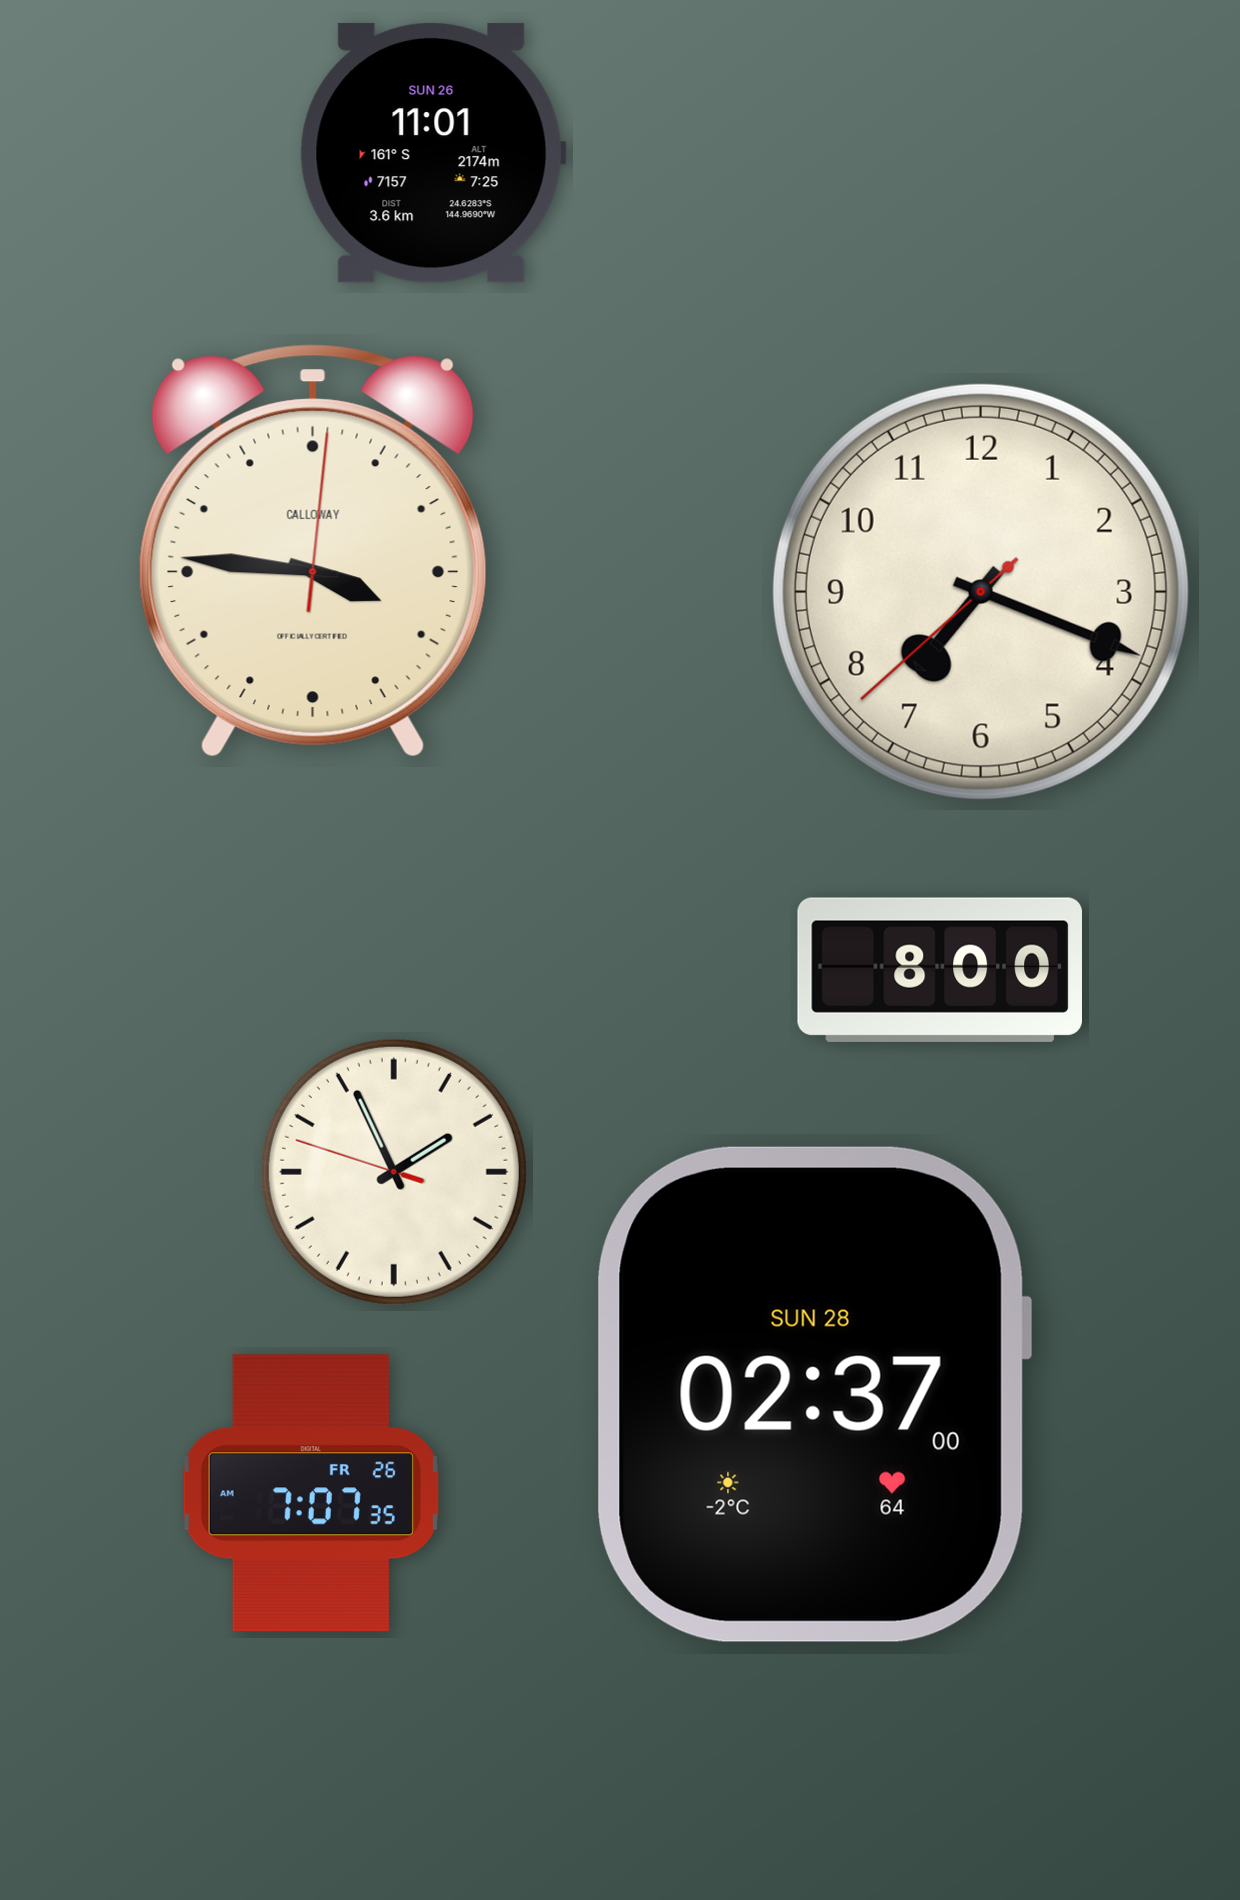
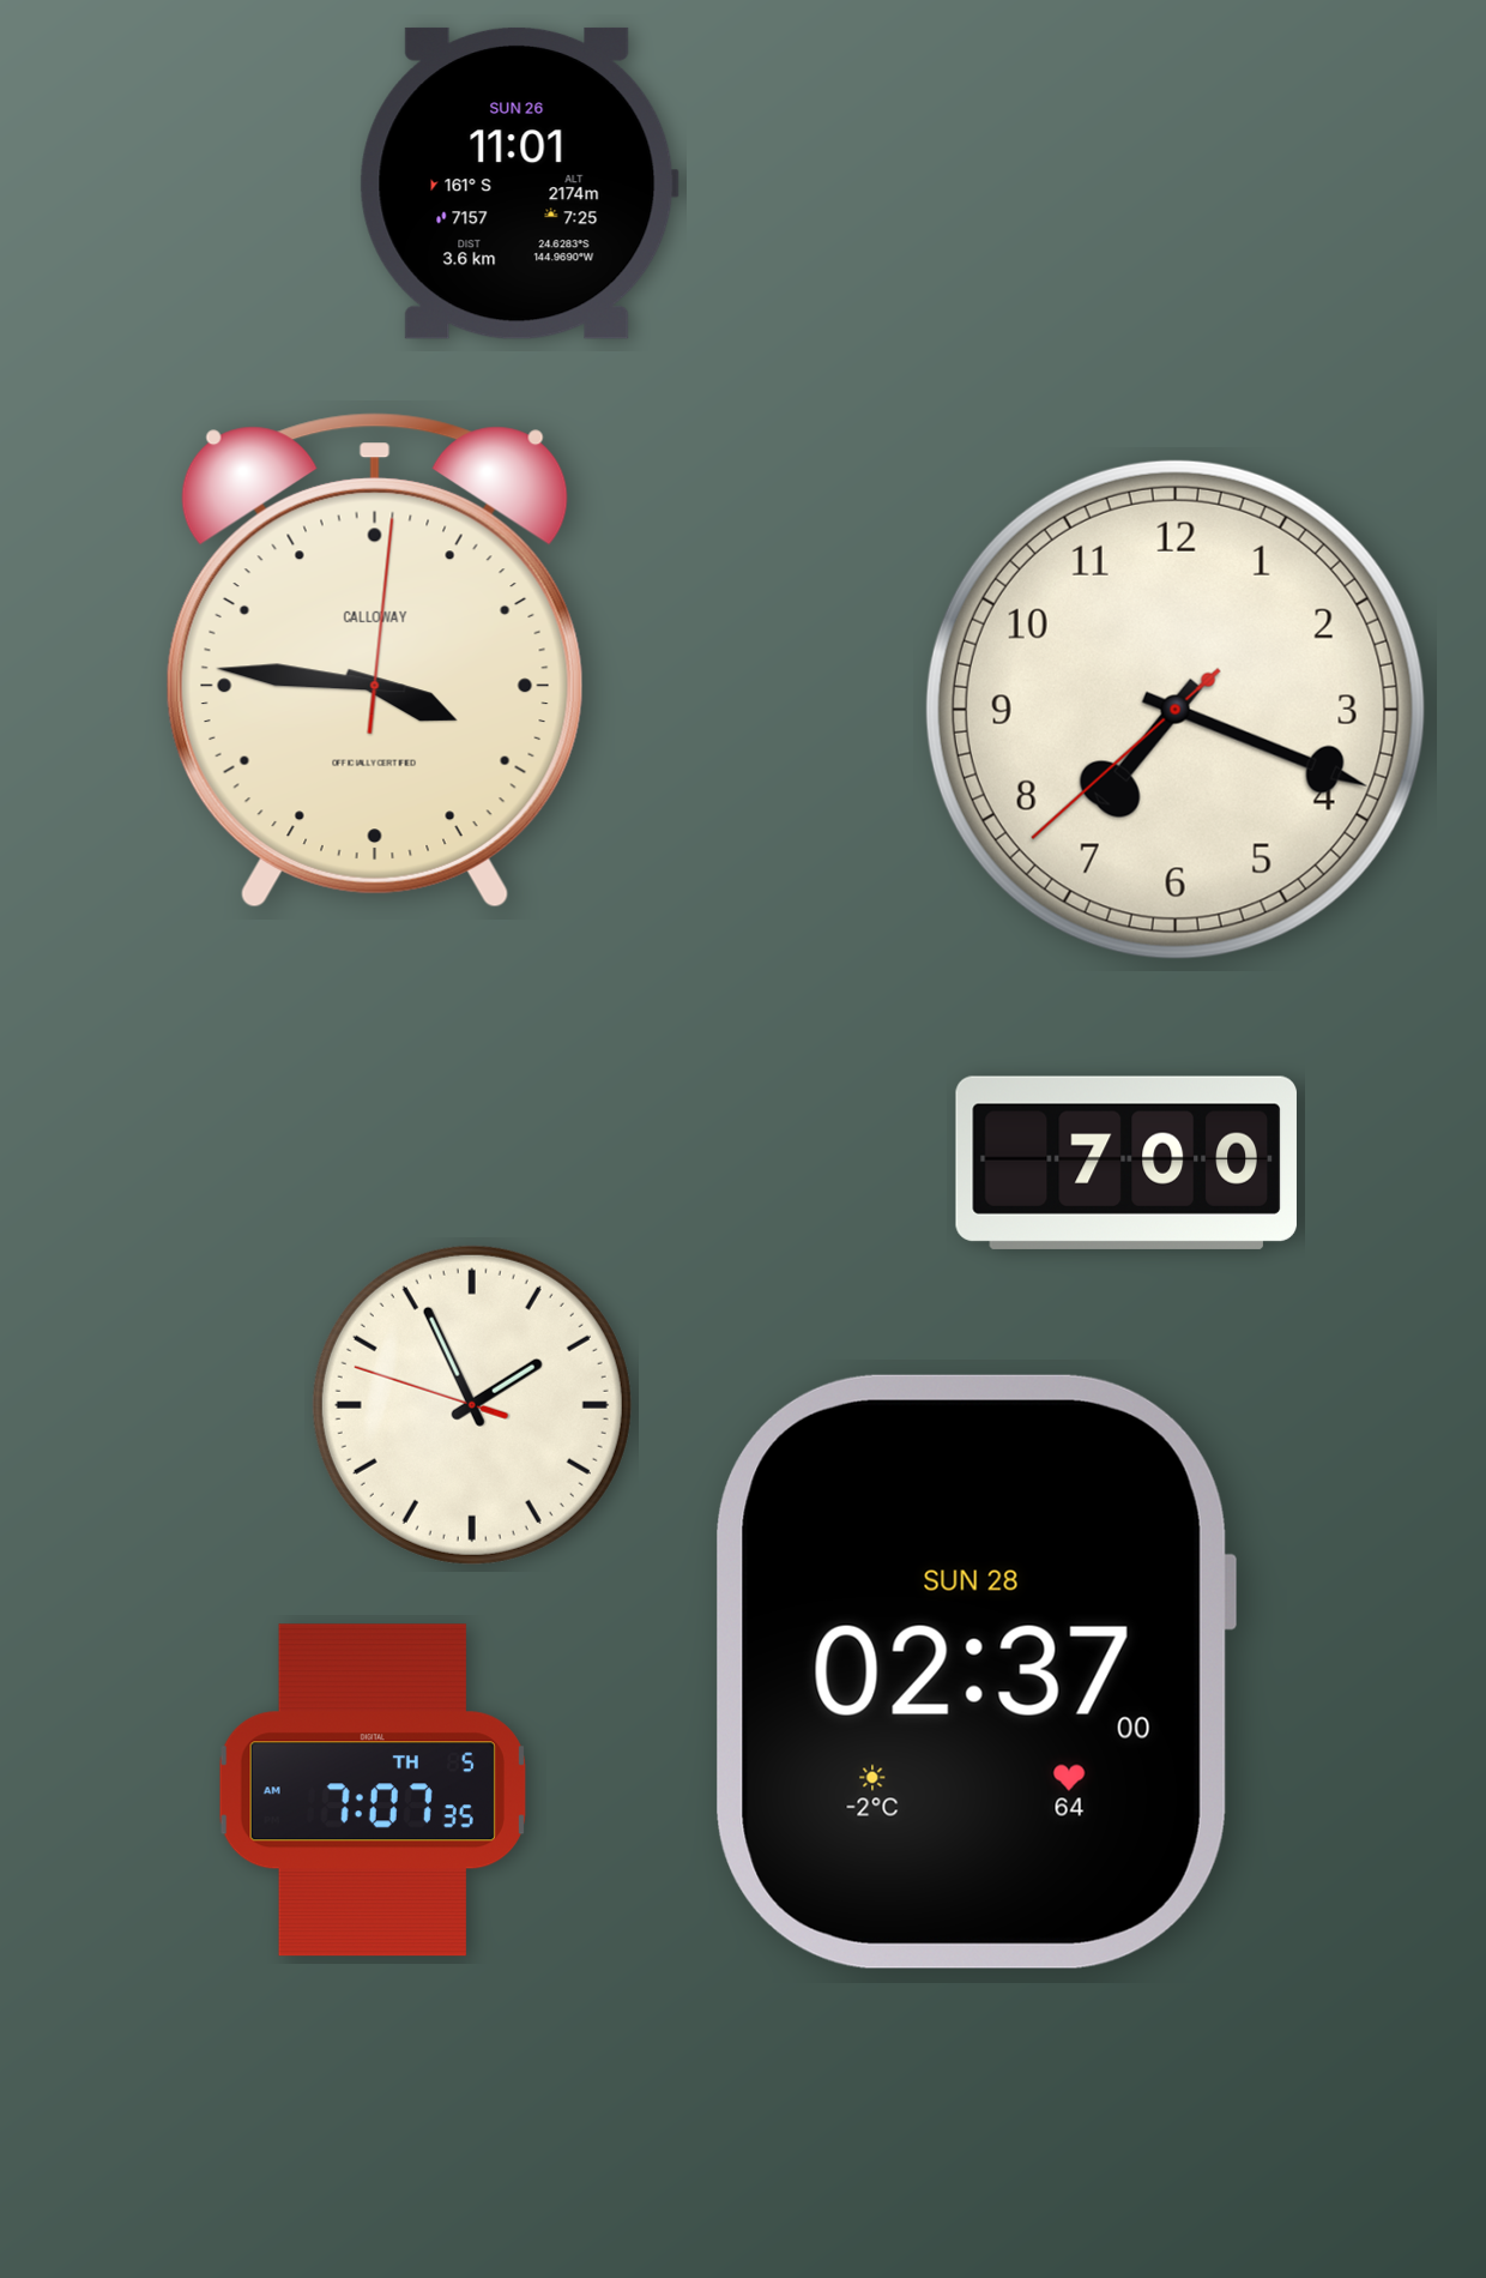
clock at (940, 970): 8:00 -> 7:00
clock at (311, 1493) date: FR 26 -> TH 5
